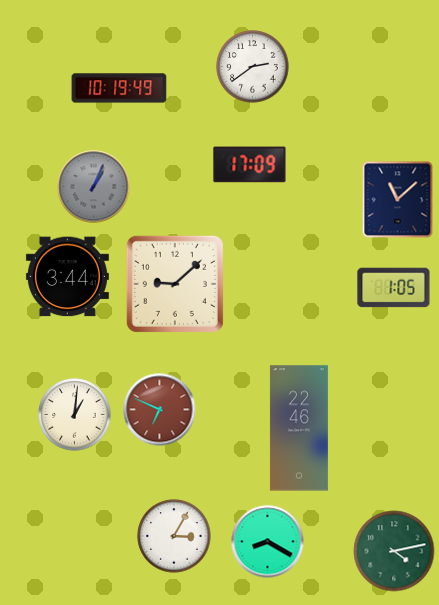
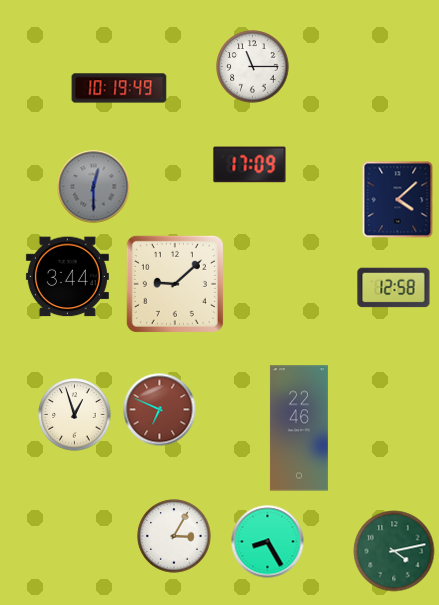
clock at (253, 67): 2:39 -> 11:15
clock at (94, 187): 1:04 -> 12:30
clock at (398, 200): 11:08 -> 4:08
clock at (394, 288): 1:05 -> 12:58
clock at (75, 415): 1:01 -> 12:57
clock at (268, 542): 8:20 -> 8:25
